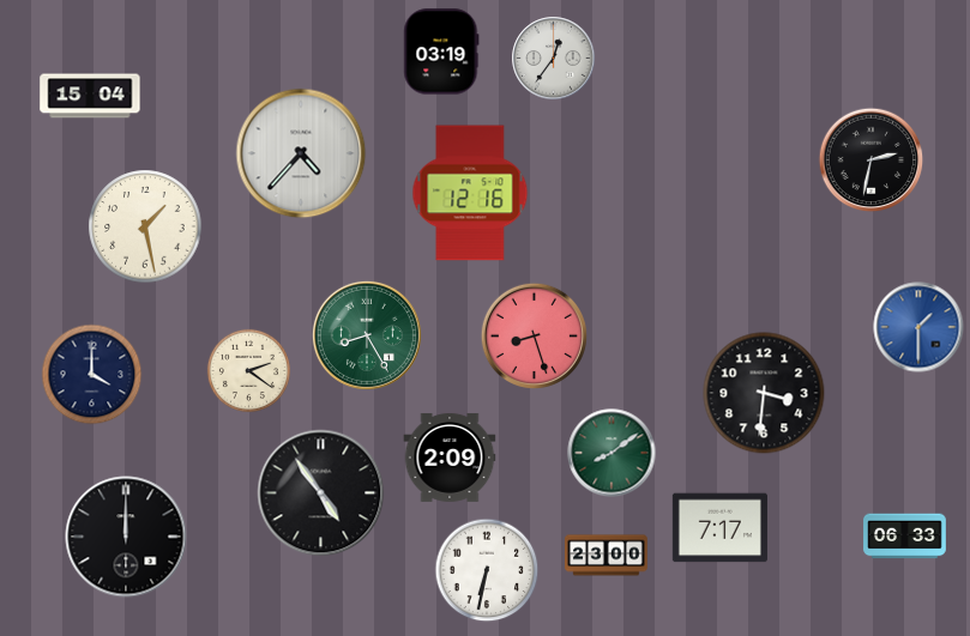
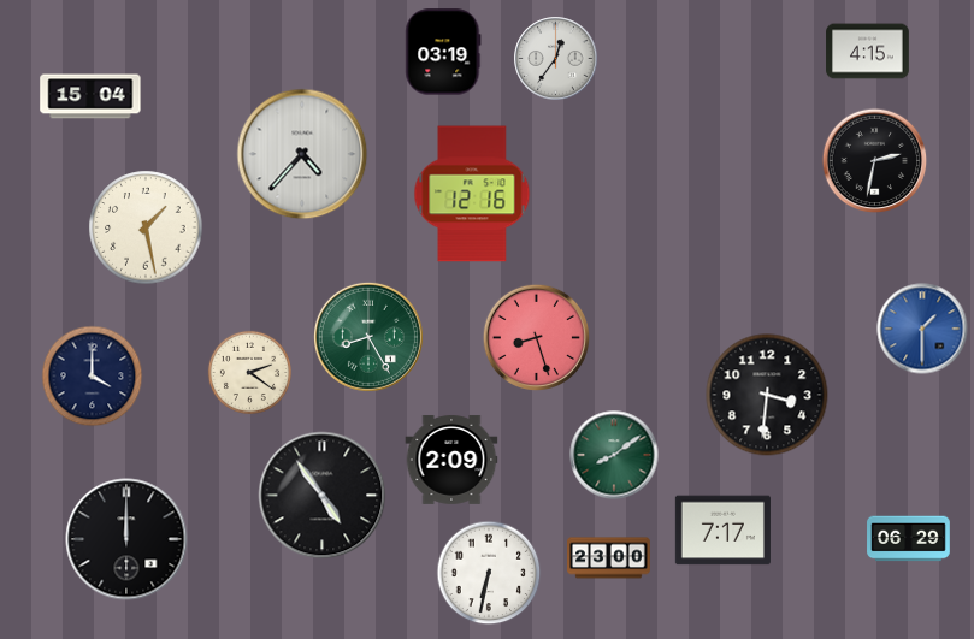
clock at (868, 52): none -> 4:15
clock at (905, 537): 06:33 -> 06:29
